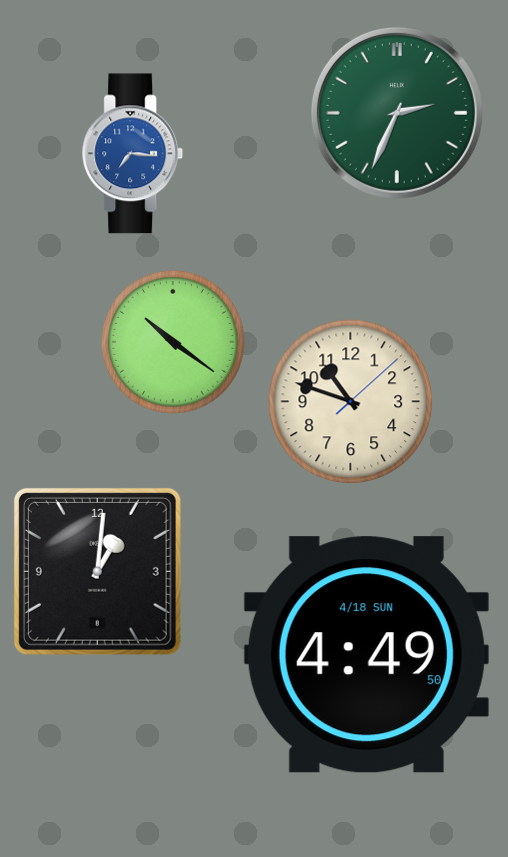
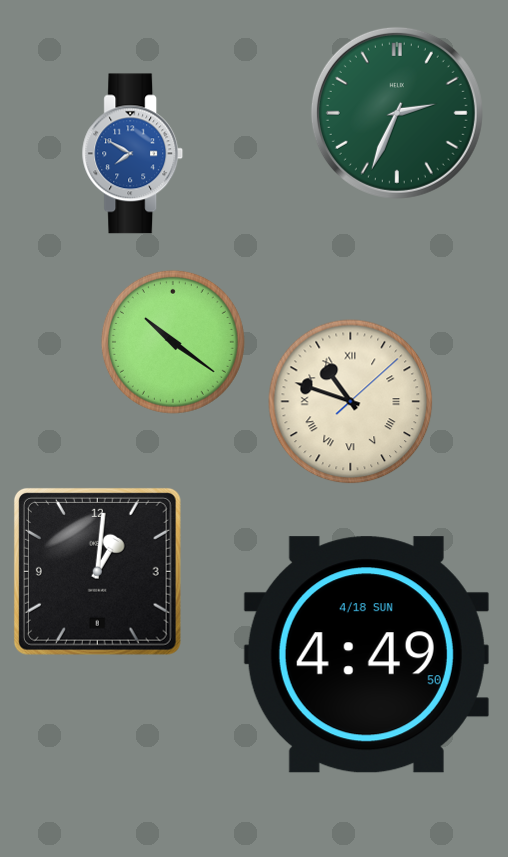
clock at (133, 154): 7:16 -> 7:50
clock at (351, 402) numerals: Arabic -> Roman
